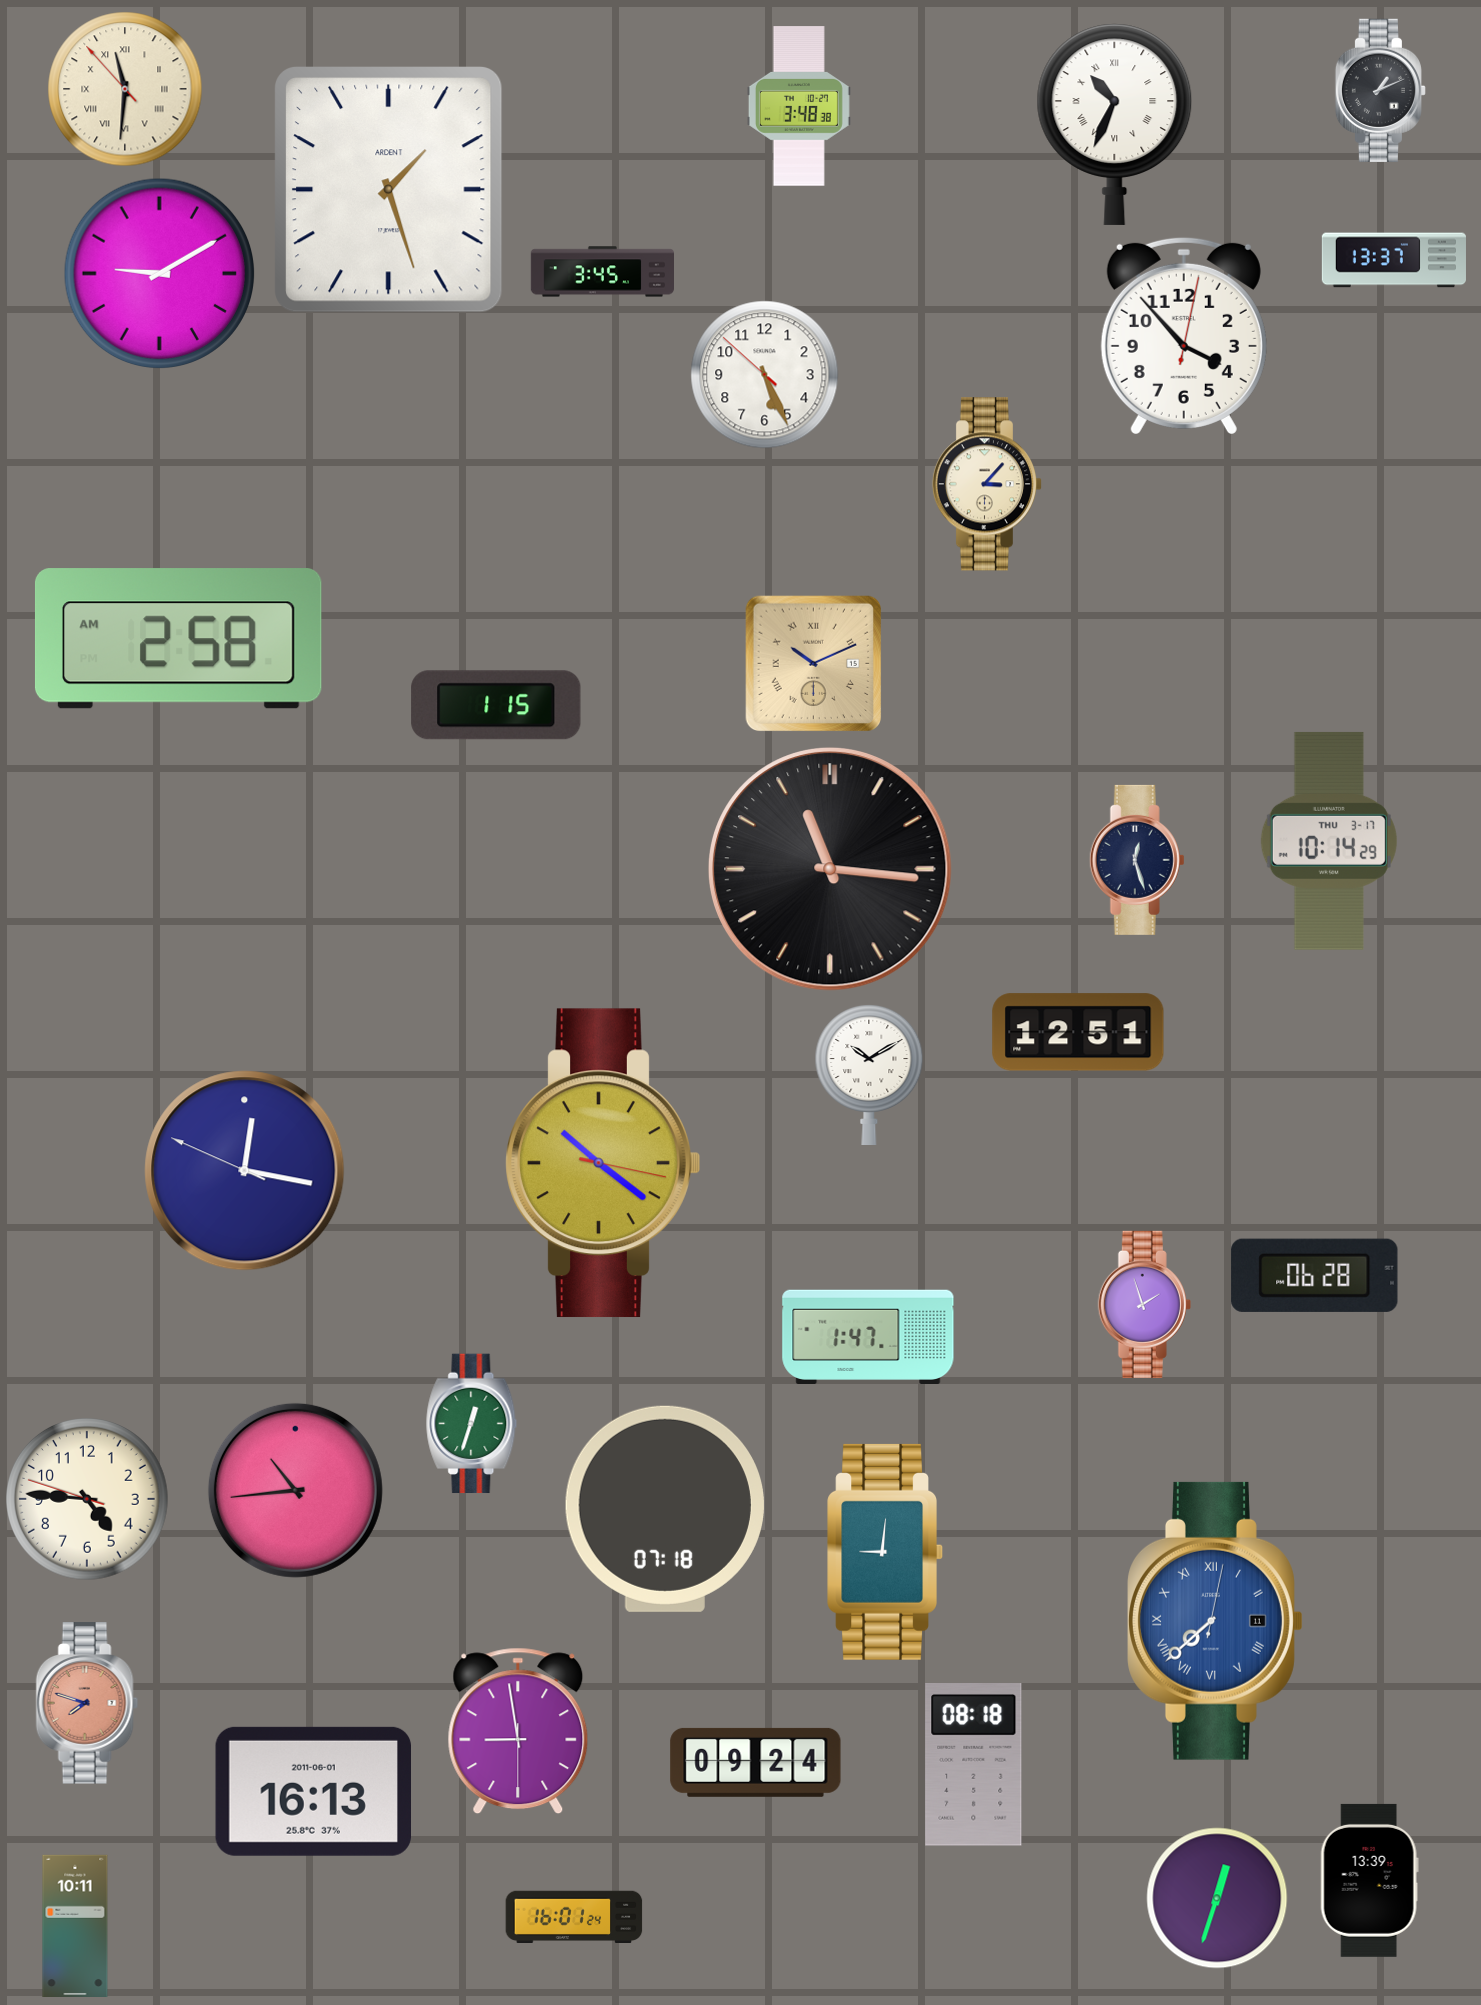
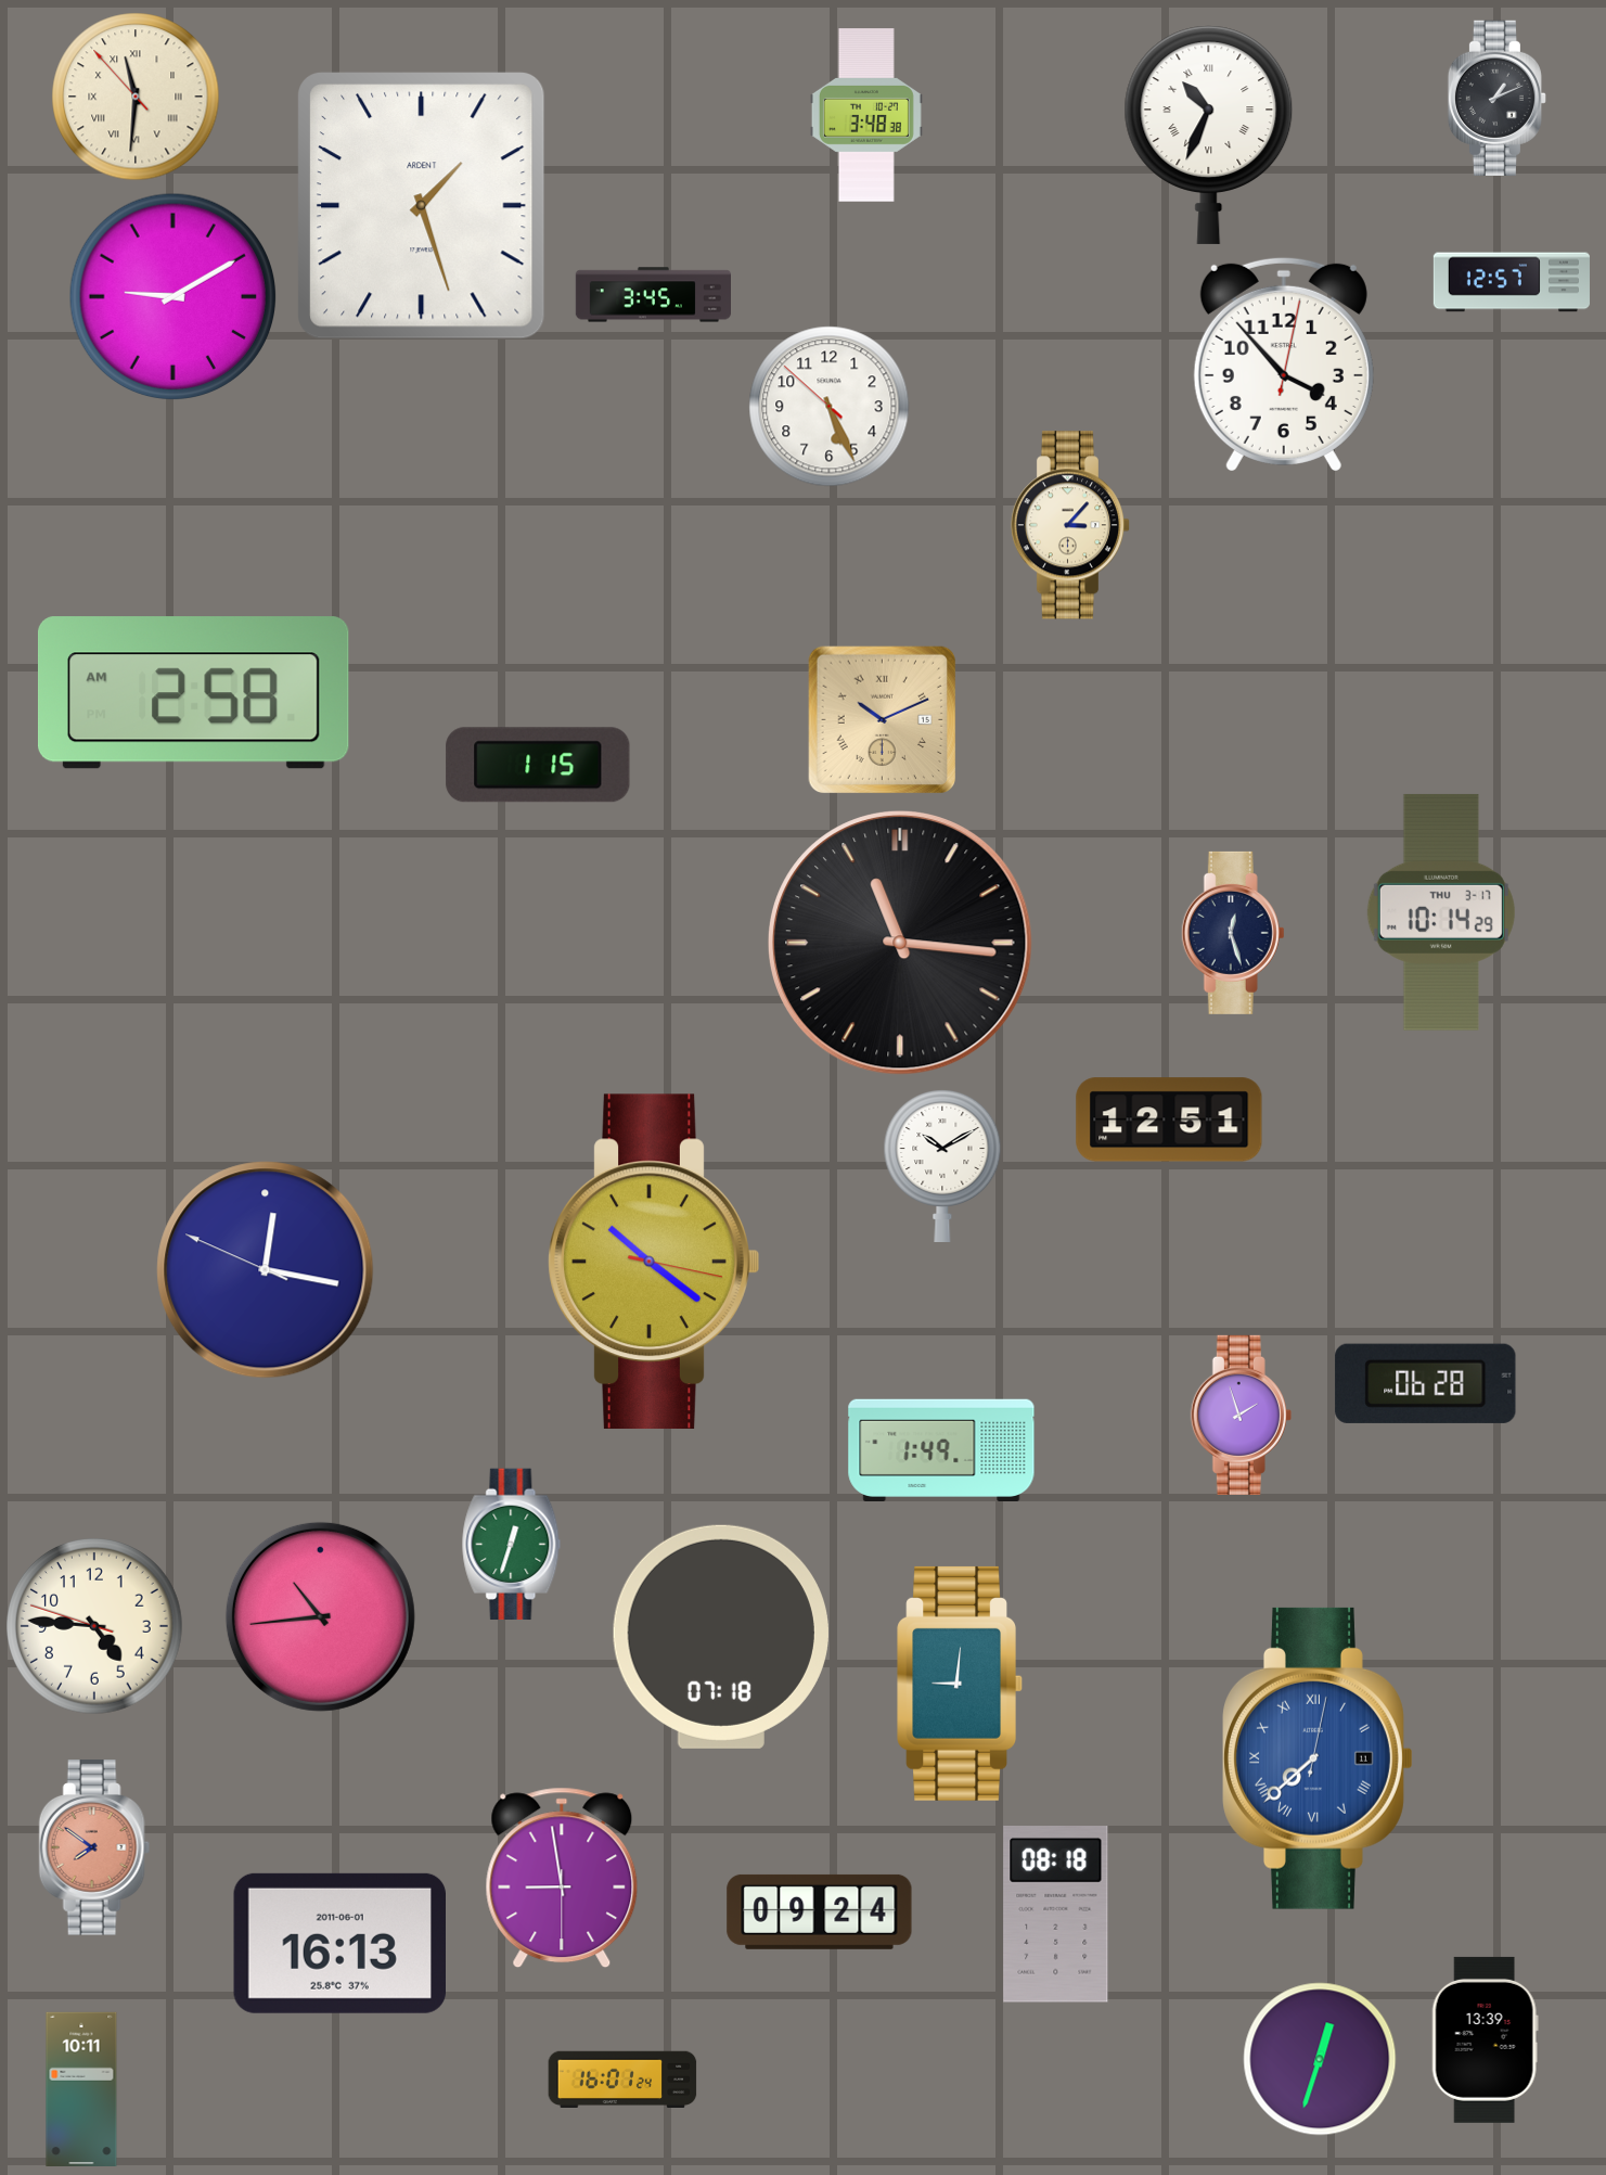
clock at (1394, 260): 13:37 -> 12:57
clock at (868, 1336): 1:47 -> 1:49
clock at (87, 1703): 7:48 -> 7:51
